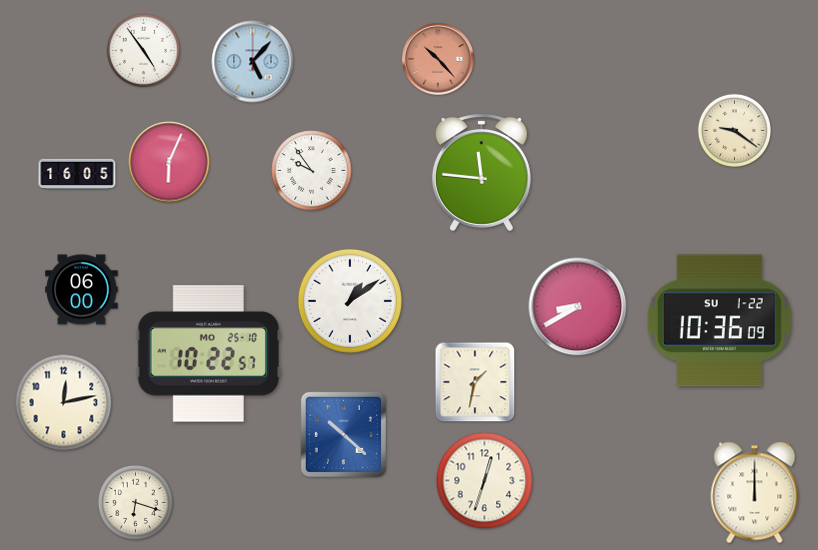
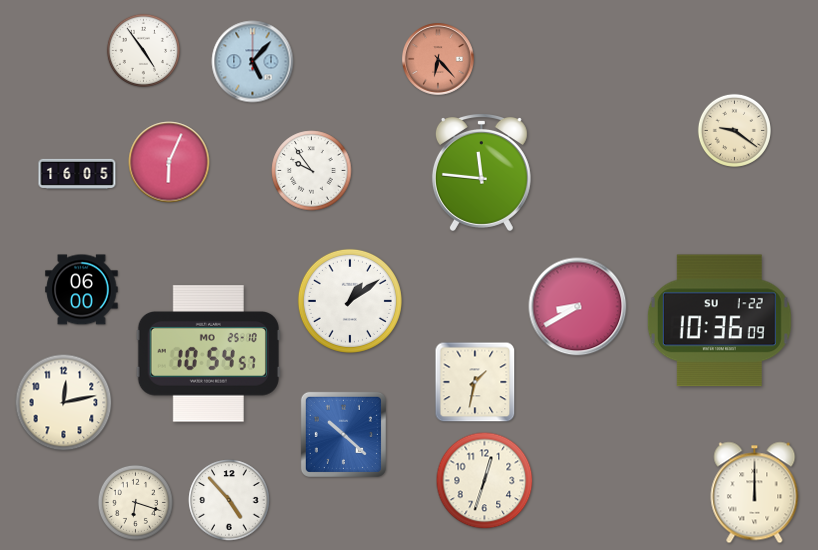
clock at (438, 59): 10:23 -> 6:23
clock at (208, 354): 10:22 -> 10:54
clock at (229, 500): none -> 4:53
